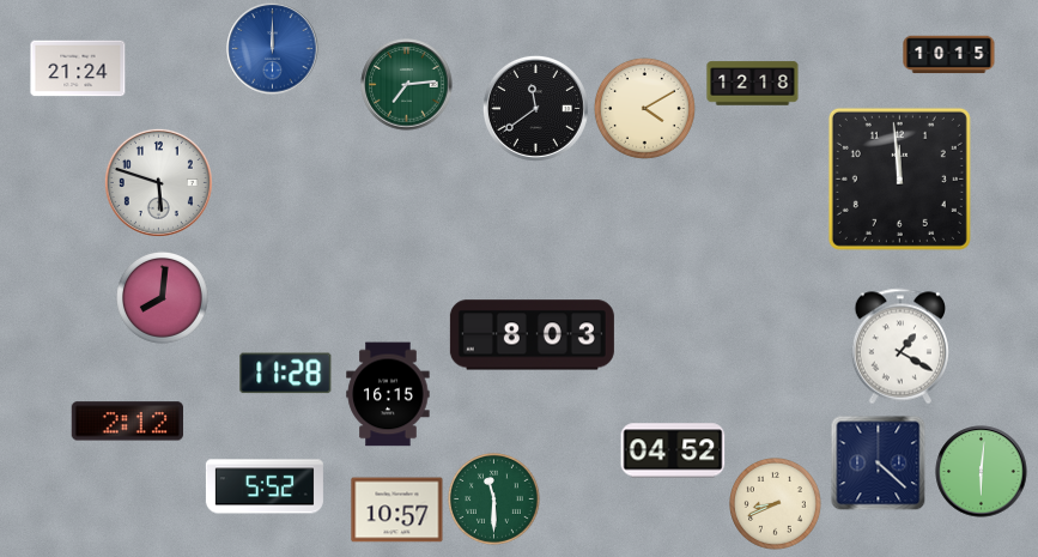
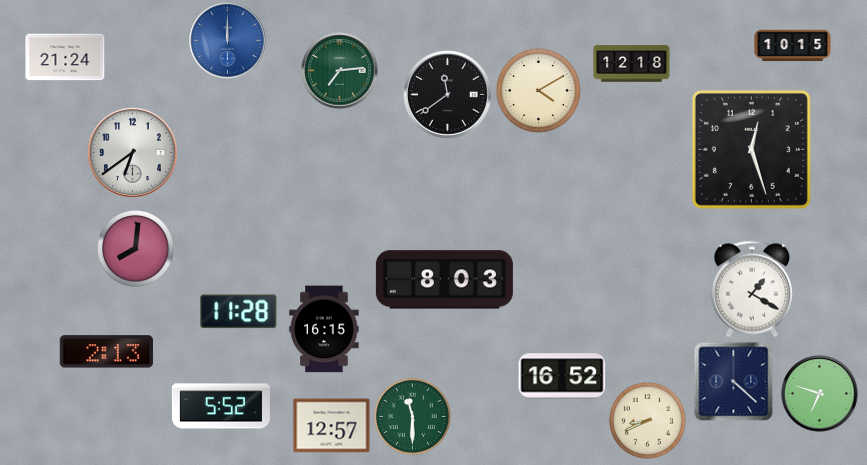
clock at (753, 84) position: (753, 84) -> (632, 64)
clock at (535, 108) position: (535, 108) -> (447, 94)
clock at (899, 178): 11:59 -> 12:27
clock at (158, 182): 5:48 -> 6:39
clock at (127, 422): 2:12 -> 2:13
clock at (673, 450): 04:52 -> 16:52
clock at (878, 462) position: (878, 462) -> (733, 381)
clock at (982, 472): 6:01 -> 6:48
clock at (397, 510): 10:57 -> 12:57
